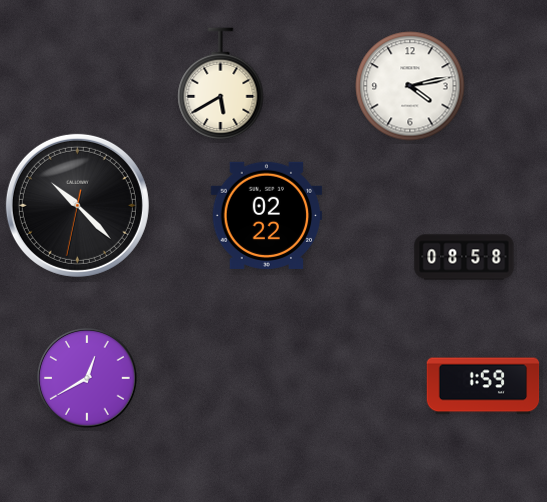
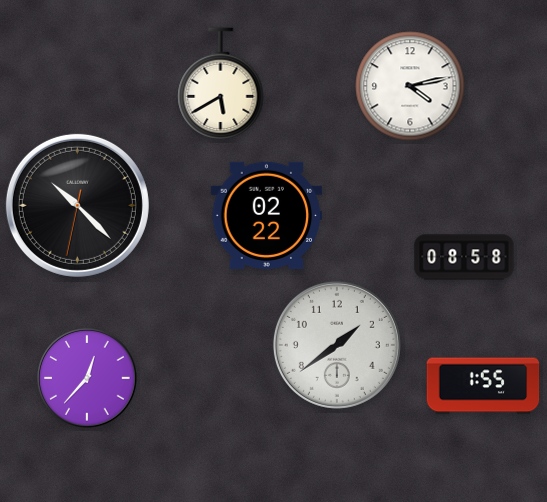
clock at (337, 345): none -> 1:39
clock at (87, 378): 12:40 -> 12:37
clock at (483, 386): 1:59 -> 1:55
